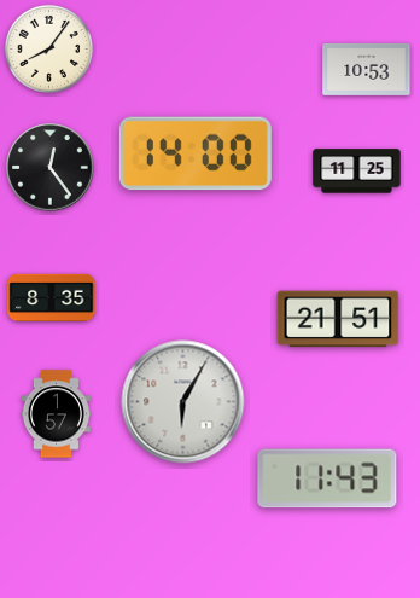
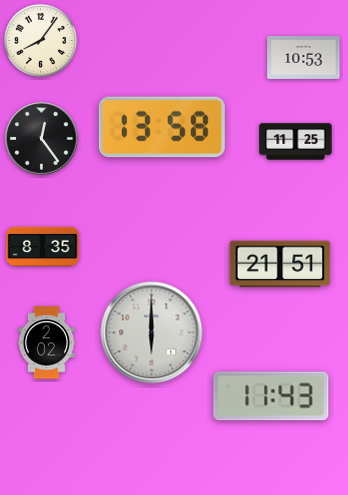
clock at (196, 153): 14:00 -> 13:58
clock at (183, 402): 6:05 -> 6:00
clock at (56, 414): 1:57 -> 2:02
